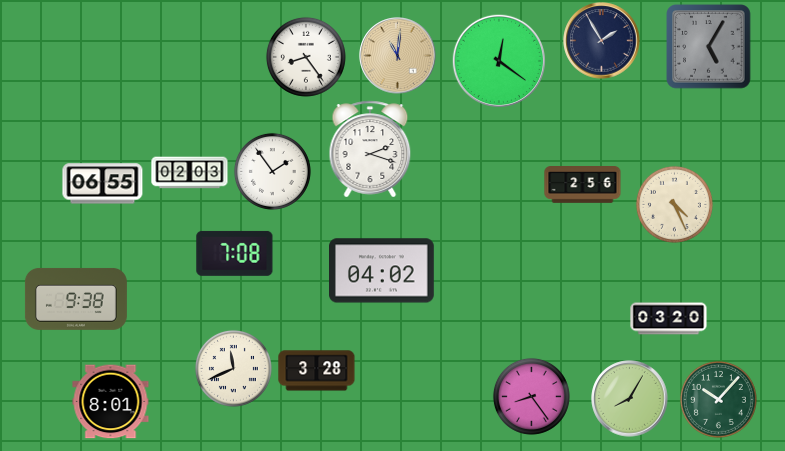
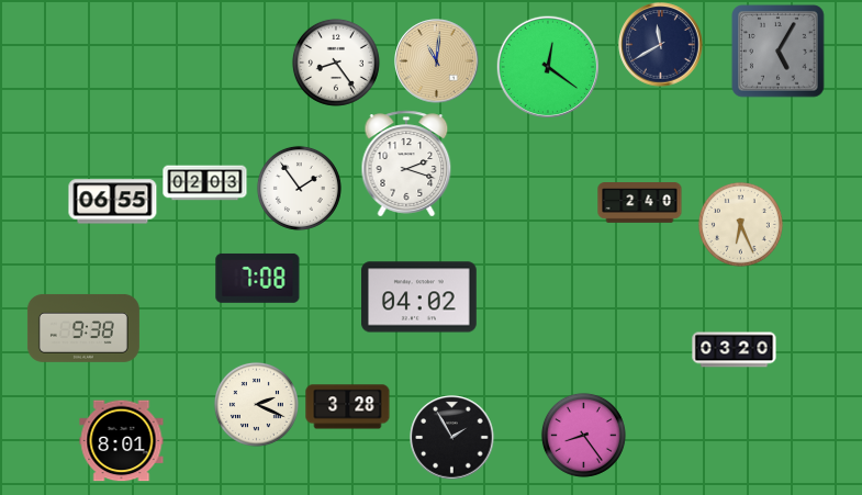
clock at (602, 41): 1:55 -> 11:40
clock at (190, 173) position: (190, 173) -> (205, 183)
clock at (583, 185): 2:56 -> 2:40
clock at (674, 204): 4:26 -> 6:26
clock at (233, 368): 11:41 -> 2:19
clock at (452, 438): none -> 1:55
clock at (630, 399): 8:05 -> none
clock at (718, 399): 10:07 -> none
